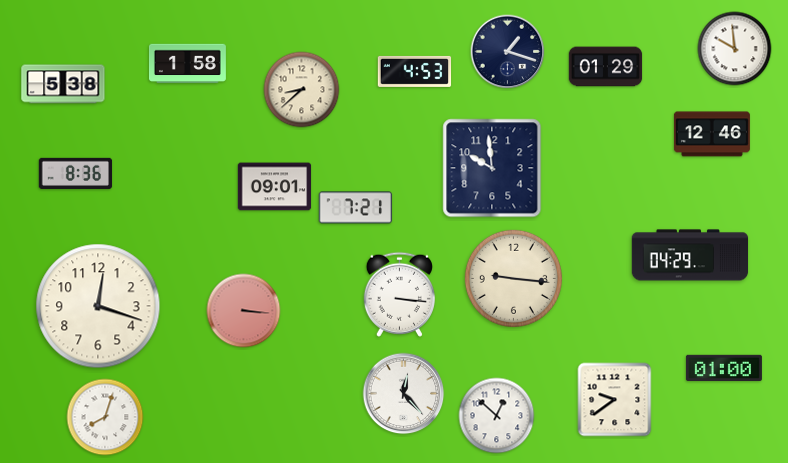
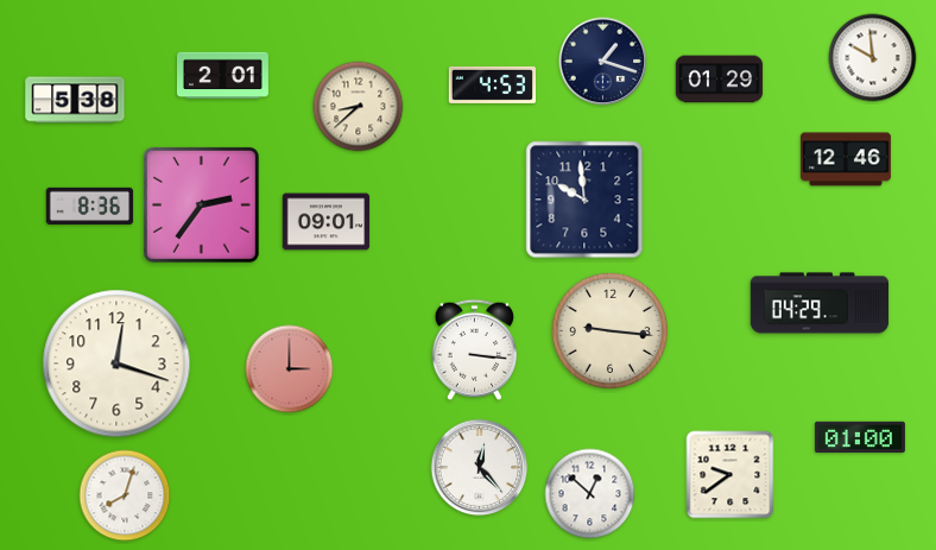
clock at (187, 64): 1:58 -> 2:01
clock at (201, 204): none -> 2:36
clock at (356, 208): 7:21 -> none
clock at (244, 311): 3:16 -> 3:00
